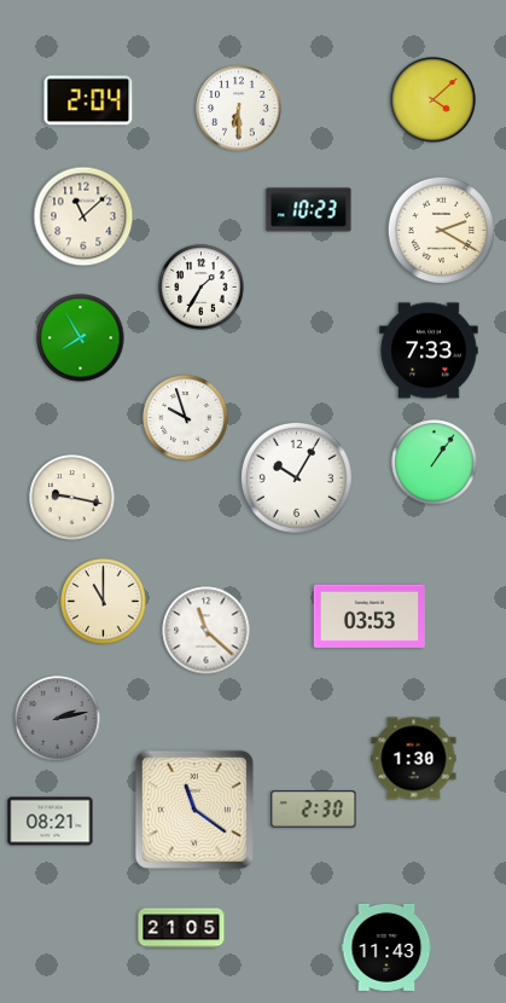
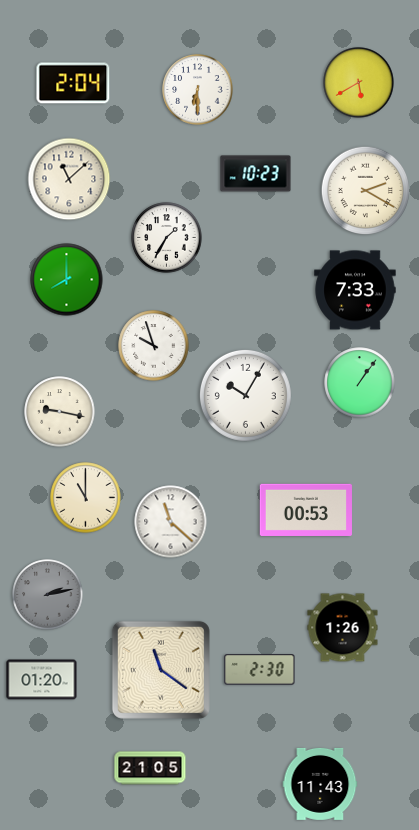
clock at (434, 100): 4:08 -> 5:40
clock at (81, 338): 7:55 -> 8:00
clock at (370, 616): 03:53 -> 00:53
clock at (414, 759): 1:30 -> 1:26
clock at (51, 822): 08:21 -> 01:20
